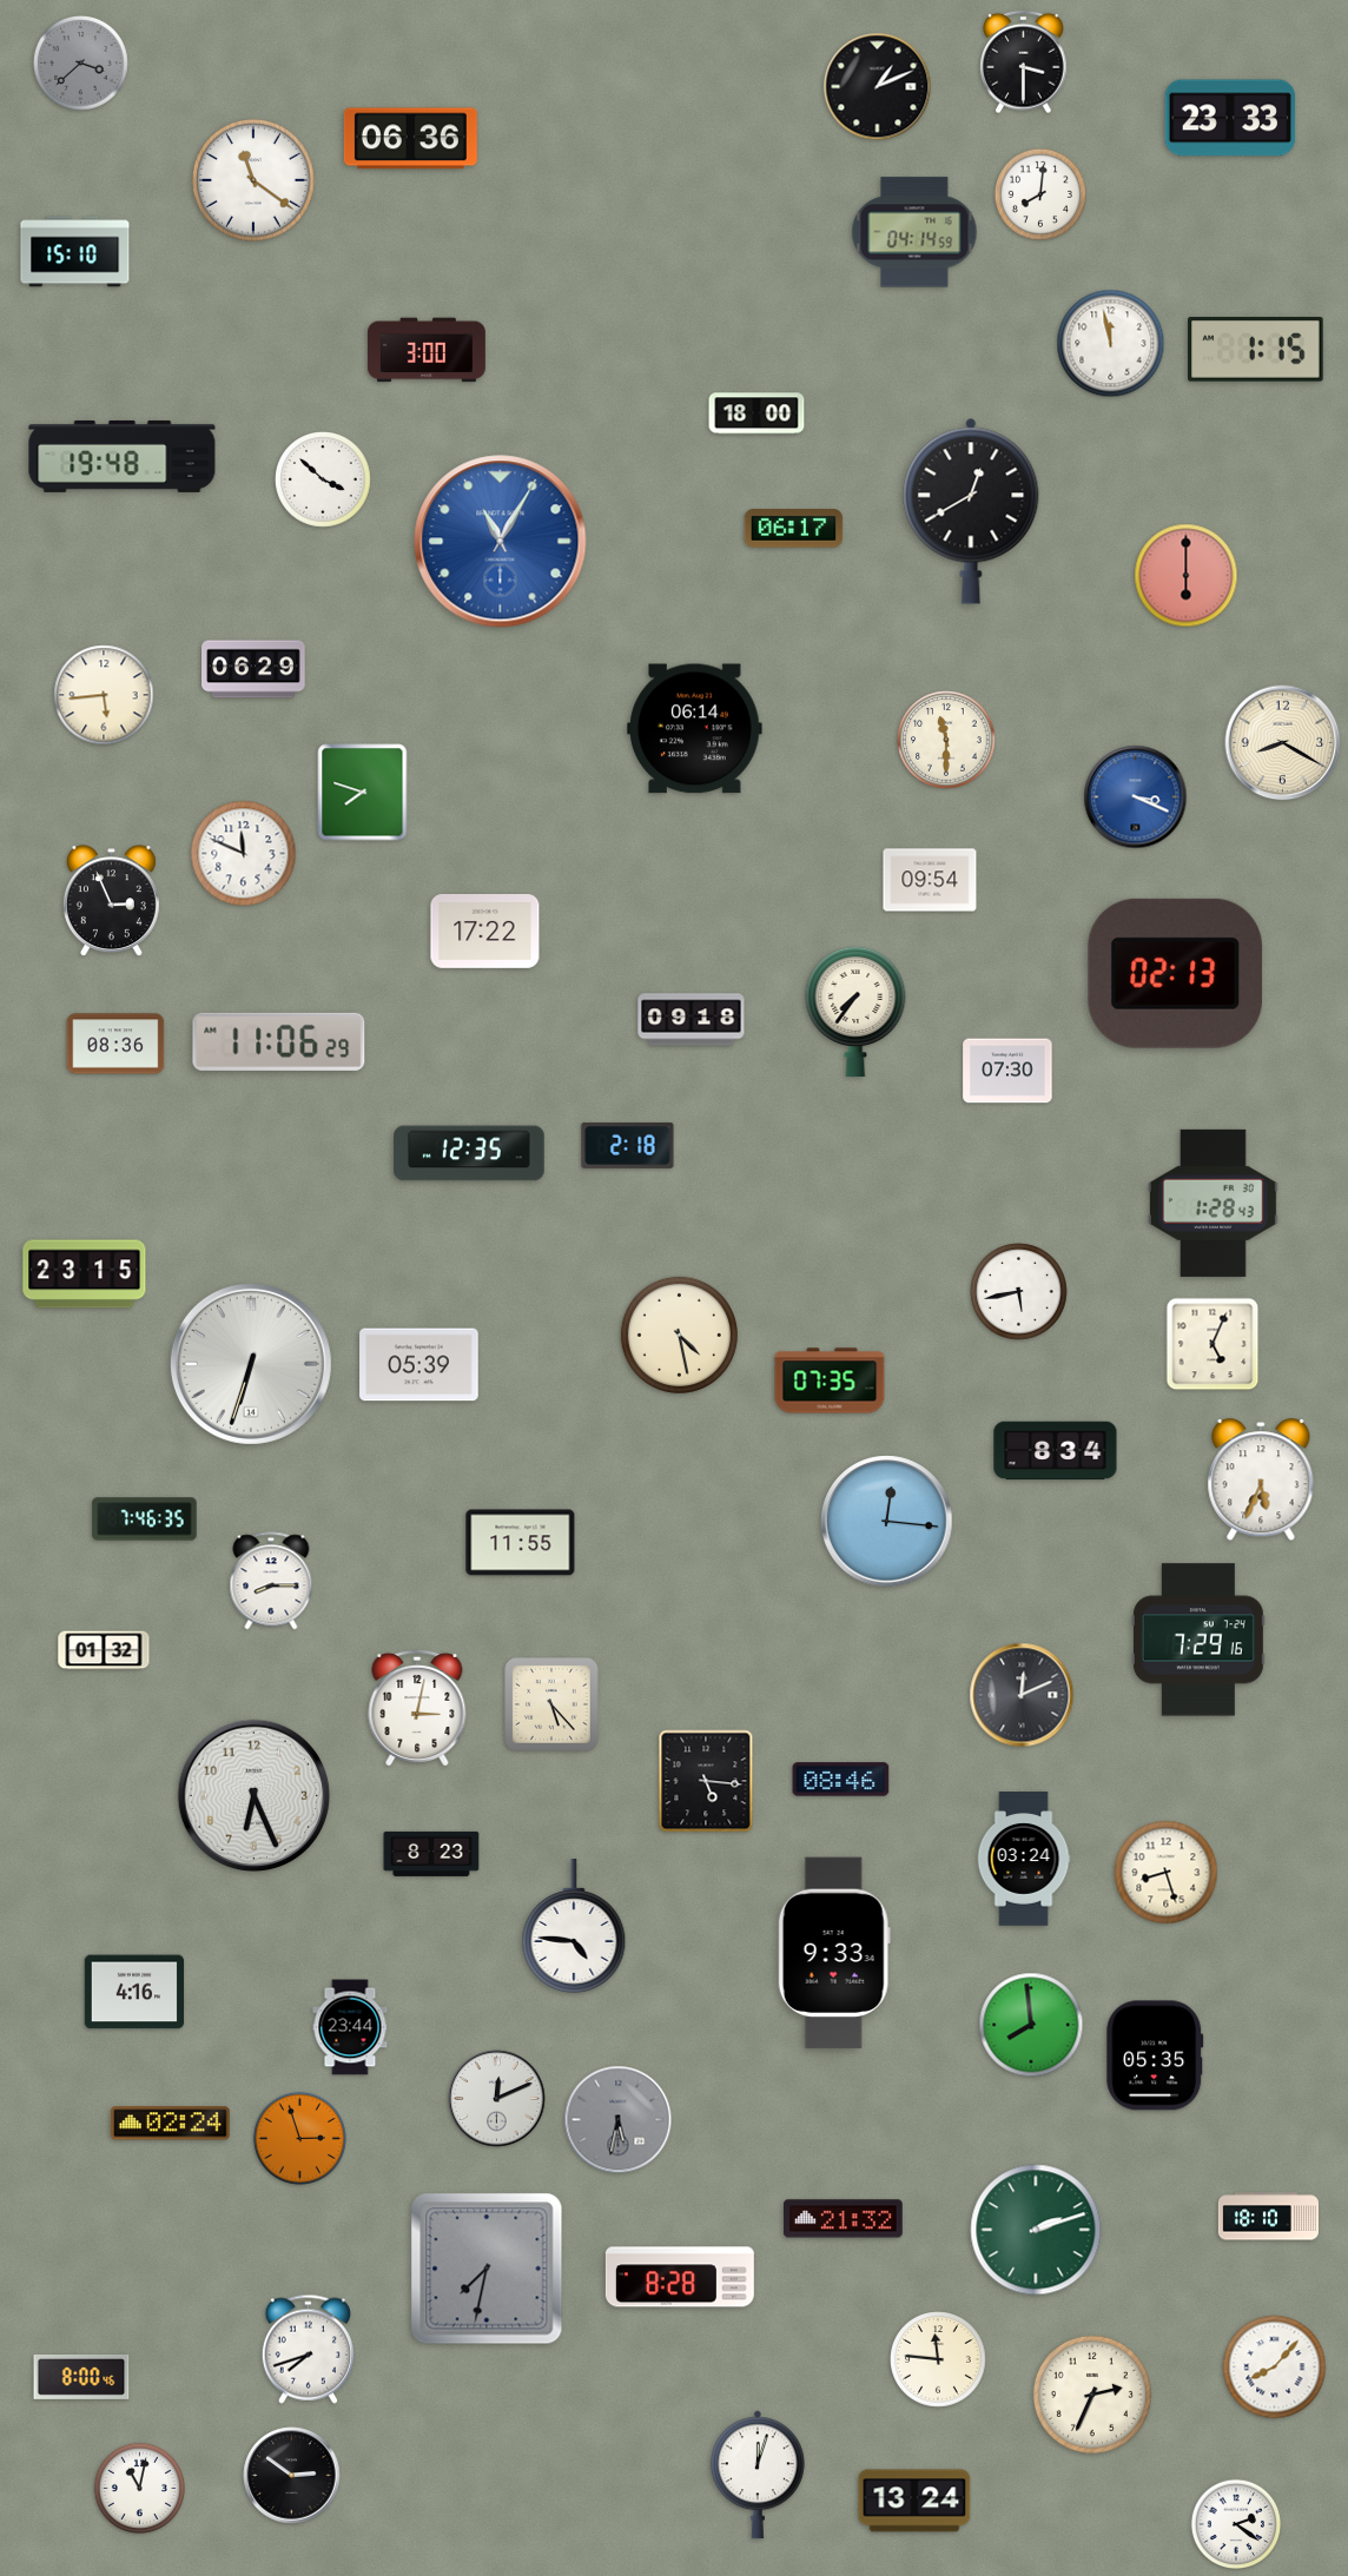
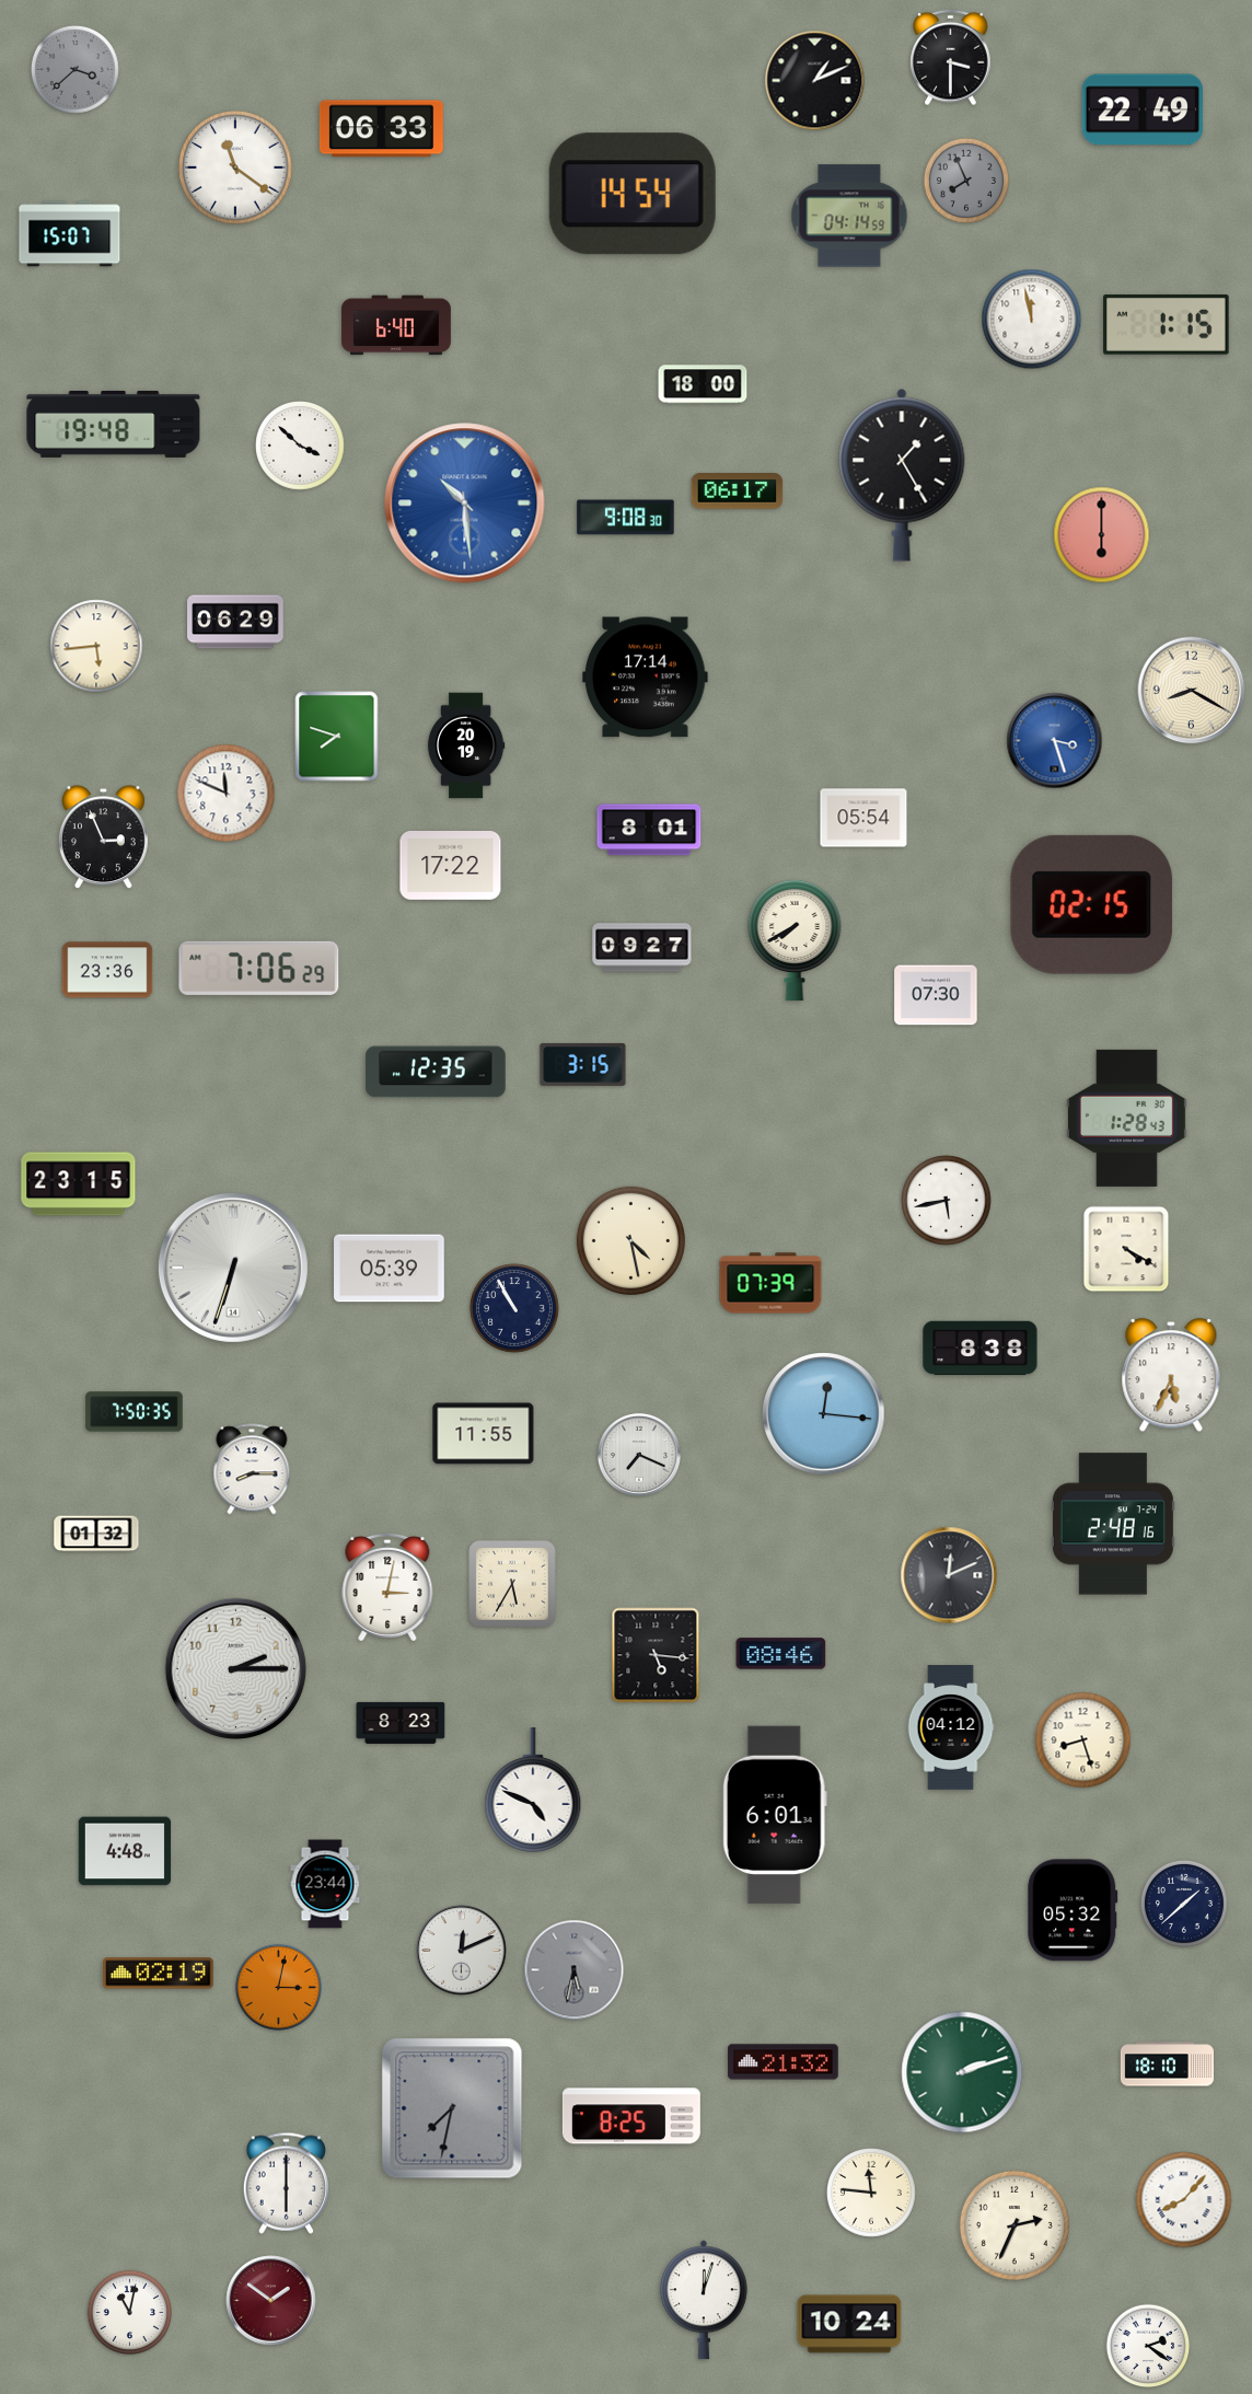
clock at (81, 64) position: (81, 64) -> (76, 70)
clock at (1230, 118): 23:33 -> 22:49
clock at (410, 139): 06:36 -> 06:33
clock at (1040, 194): 8:01 -> 7:56
clock at (1040, 194) dial: white -> grey
clock at (633, 194): none -> 14:54
clock at (75, 252): 15:10 -> 15:07
clock at (427, 350): 3:00 -> 6:40
clock at (971, 511): 12:40 -> 1:25
clock at (501, 542): 11:05 -> 10:29
clock at (626, 518): none -> 9:08
clock at (695, 729): 06:14 -> 17:14
clock at (946, 740): 11:30 -> none
clock at (1136, 797): 3:19 -> 3:27
clock at (466, 745): none -> 20:19
clock at (930, 880): 09:54 -> 05:54
clock at (649, 830): none -> 8:01
clock at (1176, 973): 02:13 -> 02:15
clock at (855, 1012): 7:36 -> 7:40
clock at (692, 1020): 09:18 -> 09:27
clock at (279, 1041): 11:06 -> 7:06
clock at (115, 1044): 08:36 -> 23:36
clock at (628, 1145): 2:18 -> 3:15
clock at (1212, 1344): 5:04 -> 4:20
clock at (830, 1380): 07:35 -> 07:39
clock at (514, 1308): none -> 10:55
clock at (1056, 1451): 8:34 -> 8:38
clock at (145, 1519): 7:46 -> 7:50
clock at (639, 1455): none -> 7:19
clock at (1198, 1640): 7:29 -> 2:48
clock at (553, 1706): 5:23 -> 5:35
clock at (255, 1796): 6:26 -> 2:15
clock at (1024, 1859): 03:24 -> 04:12
clock at (574, 1927): 4:46 -> 4:49
clock at (834, 1953): 9:33 -> 6:01
clock at (134, 1992): 4:16 -> 4:48
clock at (1031, 2025): 7:59 -> none
clock at (1184, 1904): none -> 1:38
clock at (1155, 2055): 05:35 -> 05:32
clock at (171, 2124): 02:24 -> 02:19
clock at (299, 2138): 2:57 -> 3:02
clock at (1268, 2217) position: (1268, 2217) -> (1167, 2065)
clock at (680, 2277): 8:28 -> 8:25
clock at (308, 2349): 7:42 -> 6:00
clock at (81, 2377): 8:00 -> none
clock at (292, 2476): 2:51 -> 1:51
clock at (292, 2476) dial: black -> burgundy
clock at (914, 2501): 13:24 -> 10:24
